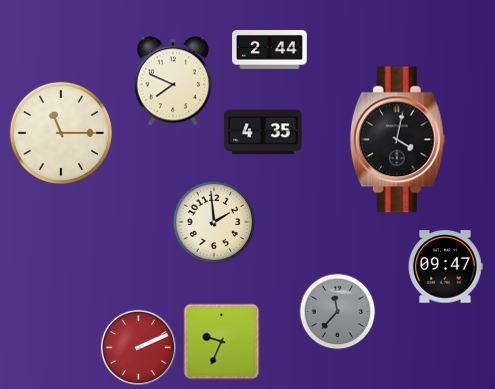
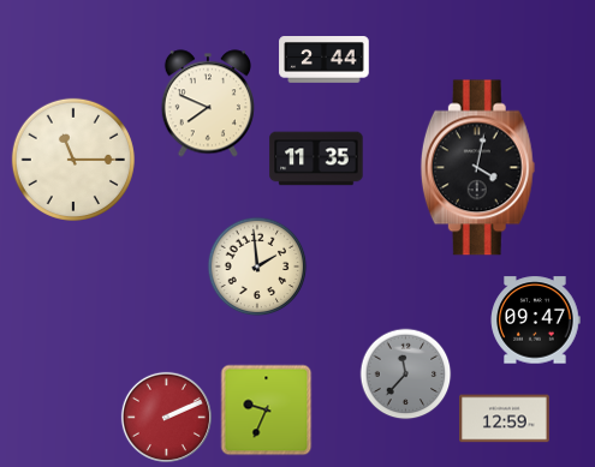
clock at (173, 81) position: (173, 81) -> (208, 103)
clock at (263, 132): 4:35 -> 11:35
clock at (505, 419): none -> 12:59
